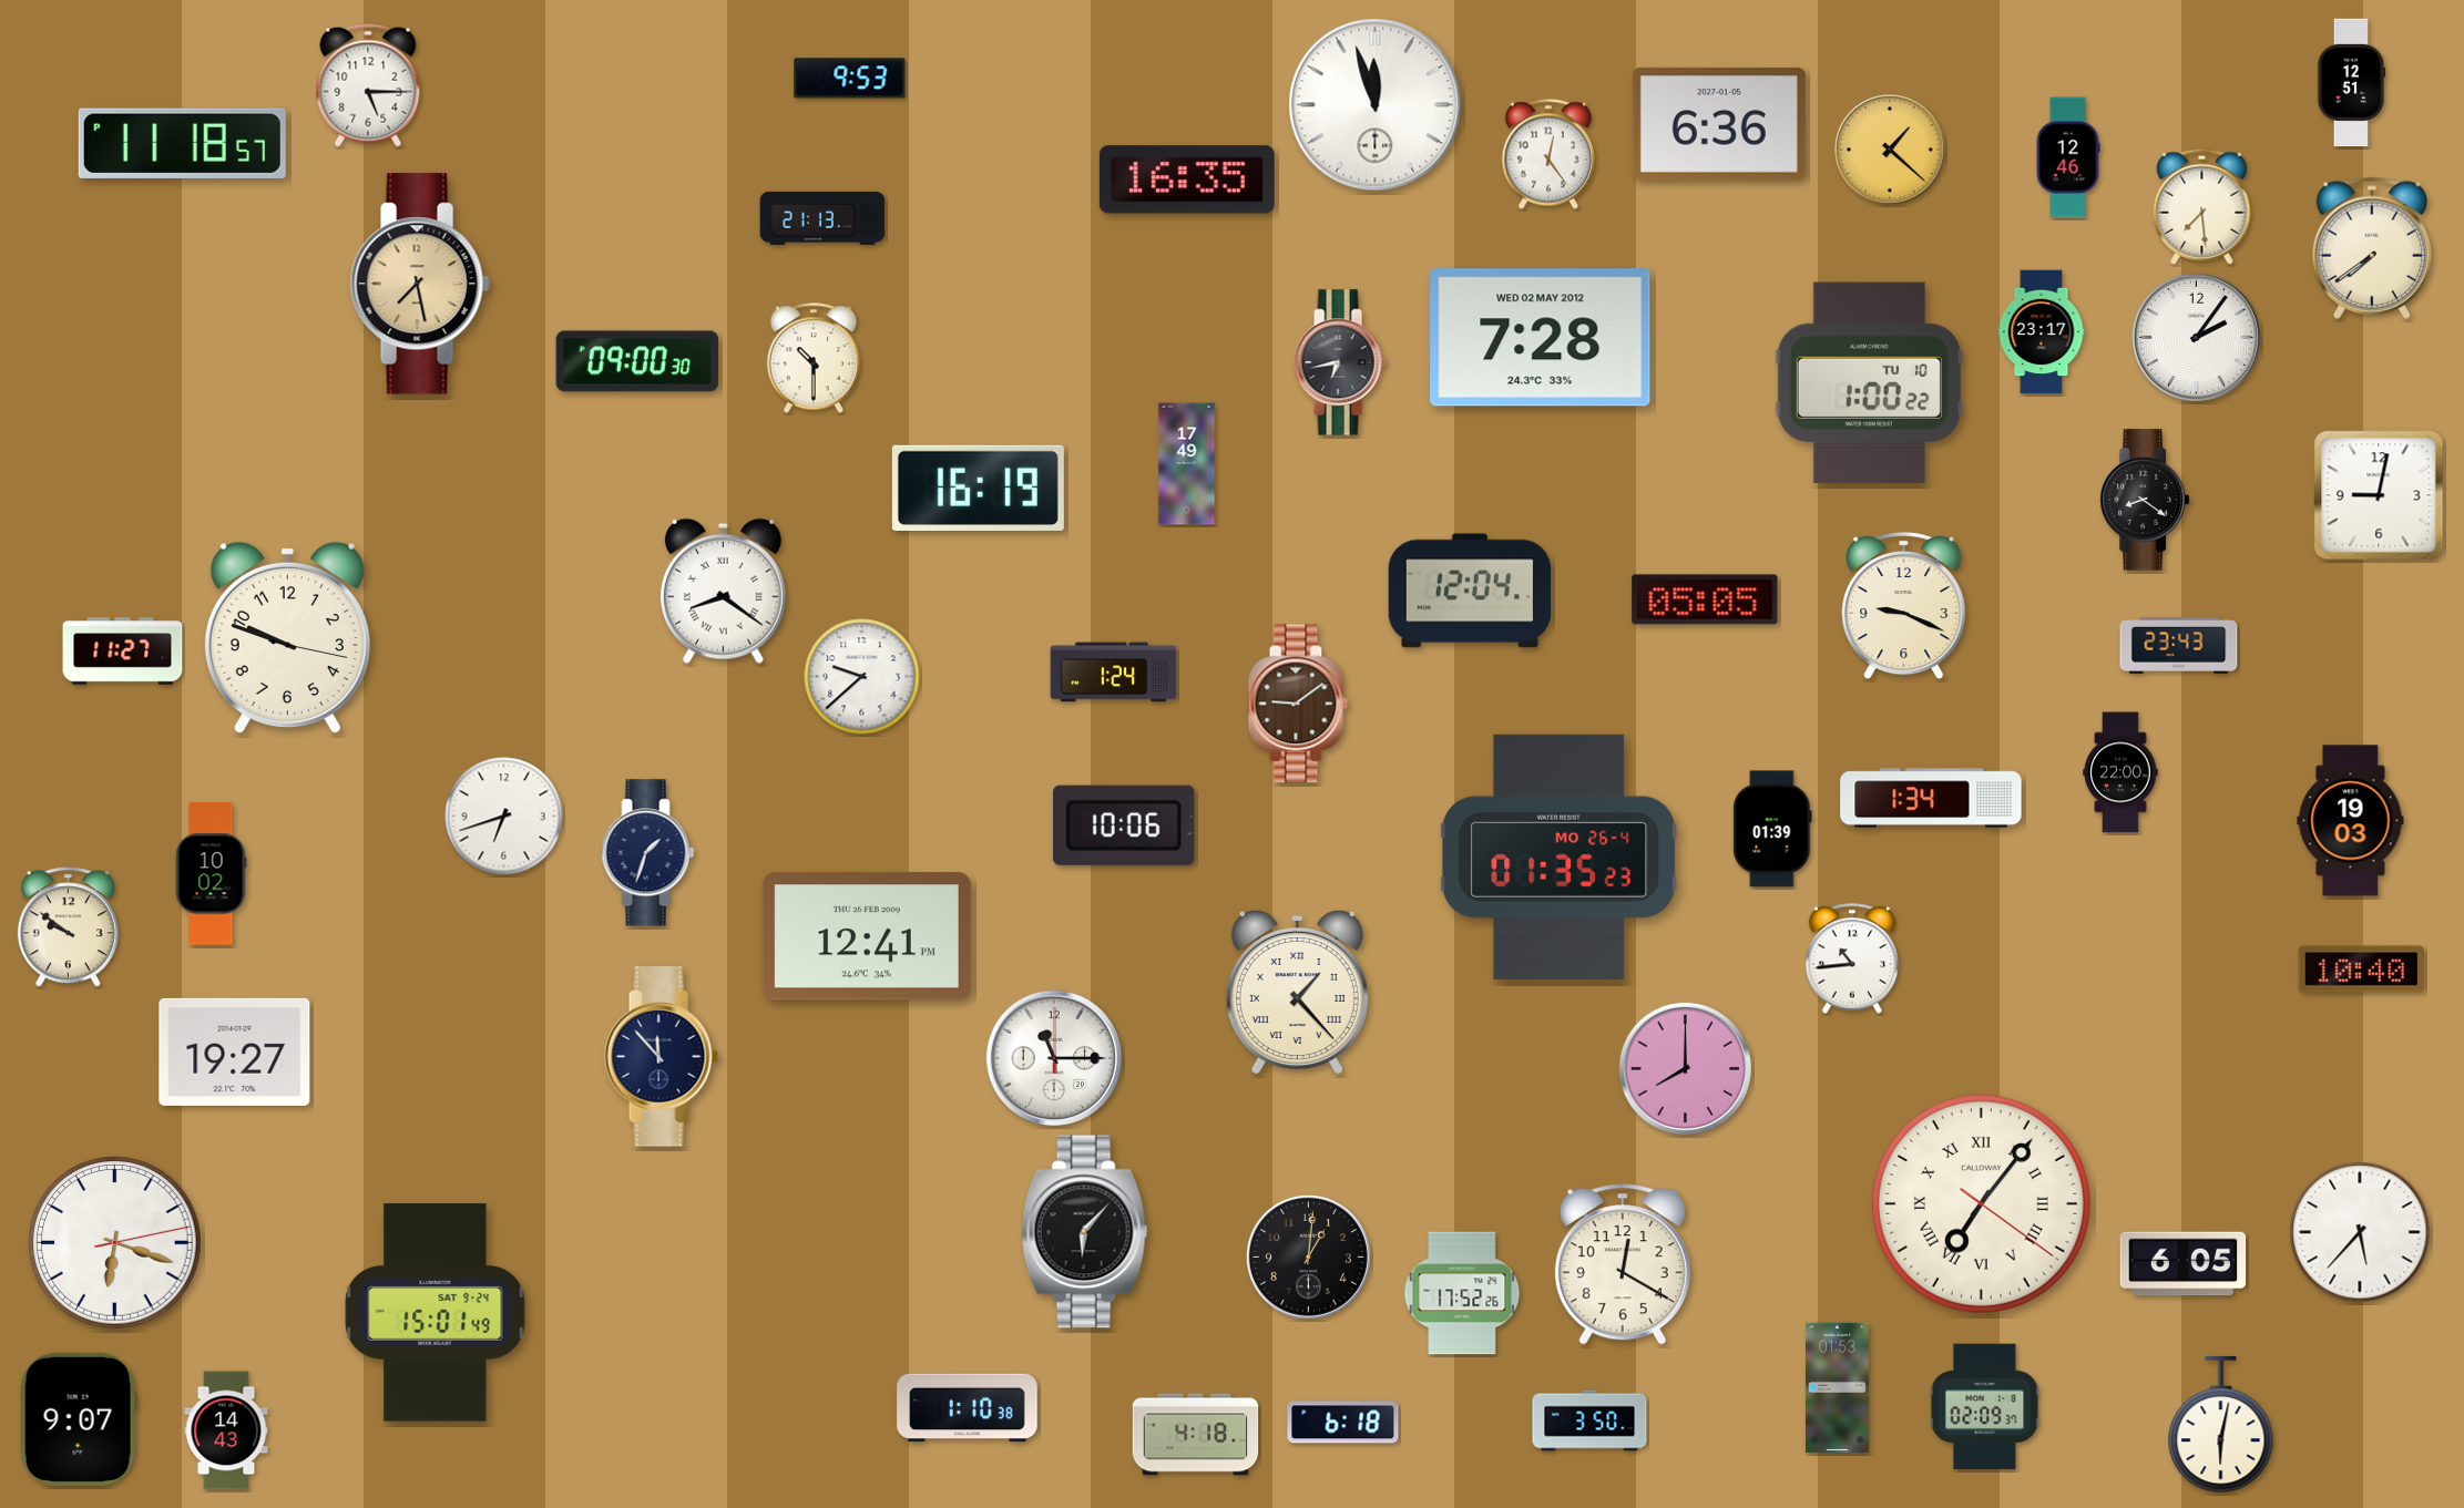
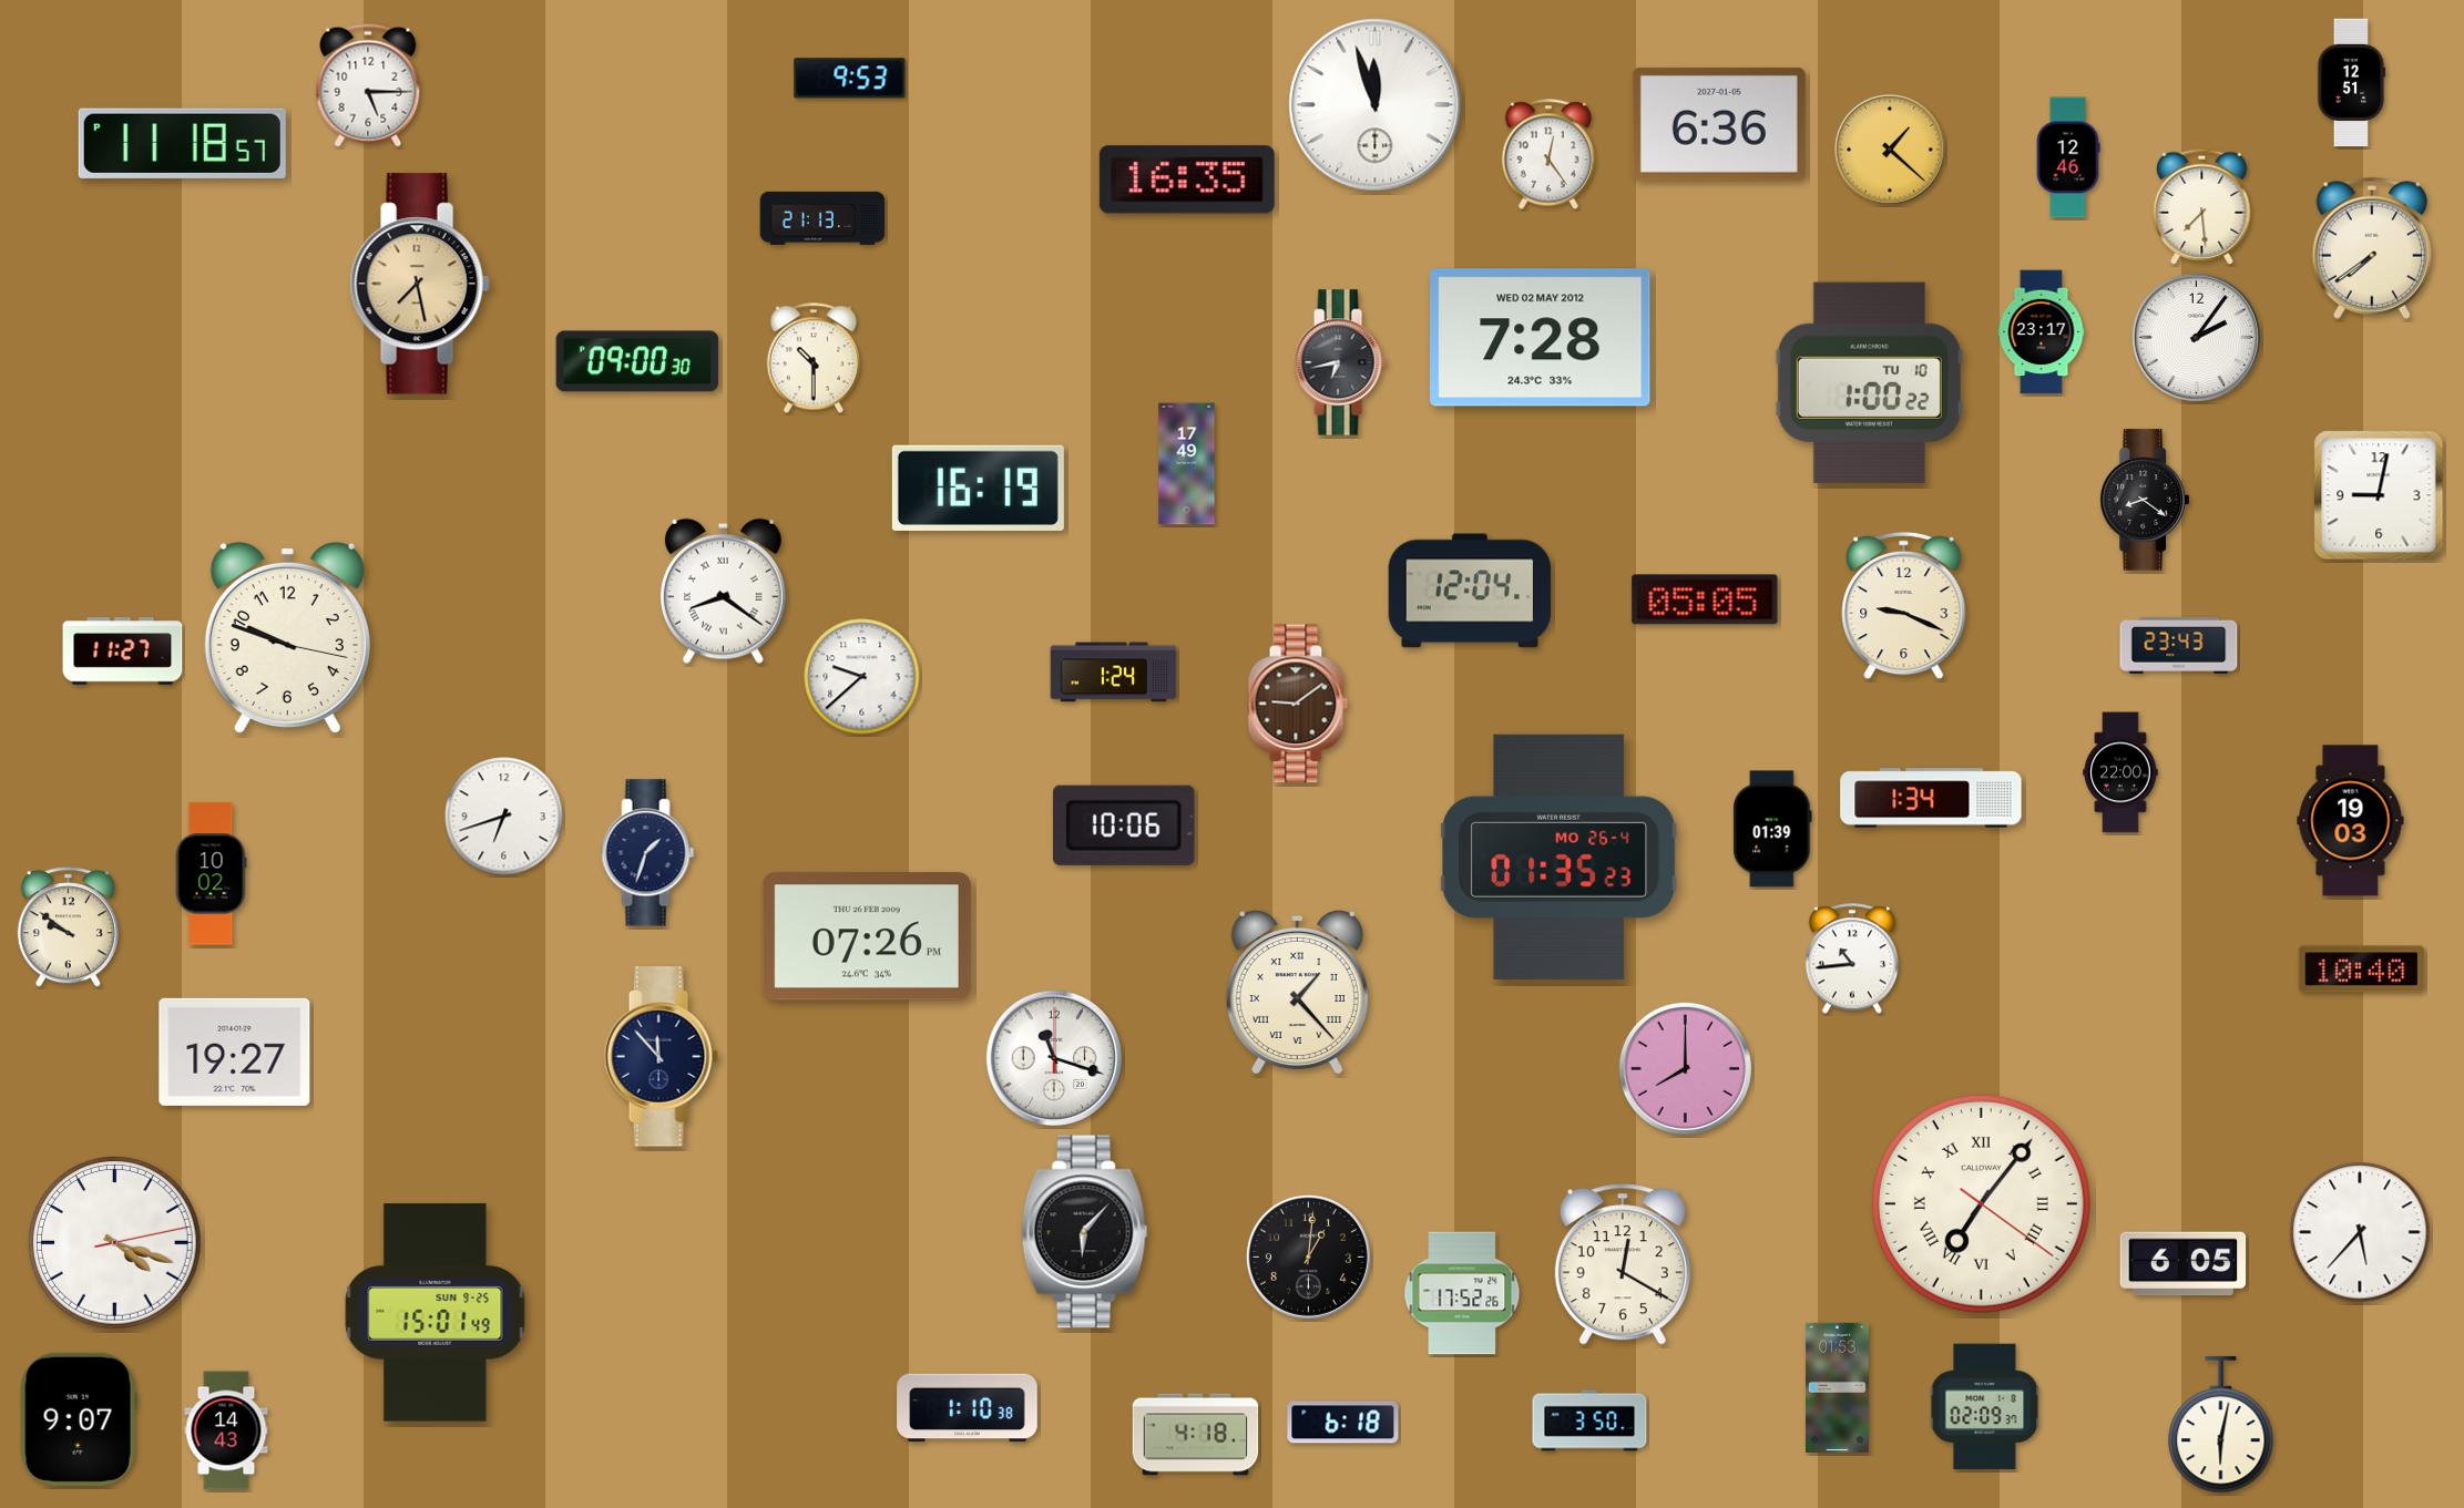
clock at (867, 936): 12:41 -> 07:26
clock at (1054, 1058): 11:15 -> 11:18
clock at (115, 1243): 6:18 -> 4:18
clock at (436, 1313) date: SAT 9-24 -> SUN 9-25
